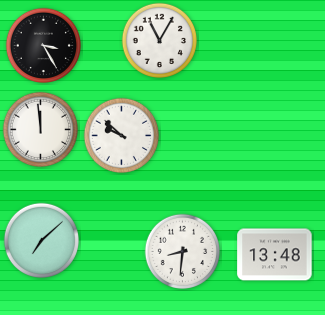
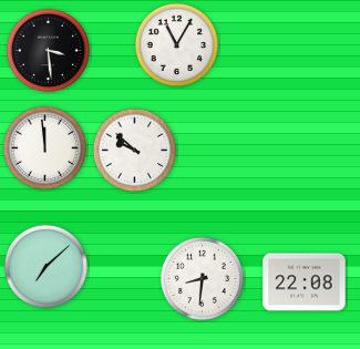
clock at (44, 46): 3:25 -> 3:29
clock at (41, 130) position: (41, 130) -> (45, 148)
clock at (275, 255): 13:48 -> 22:08
